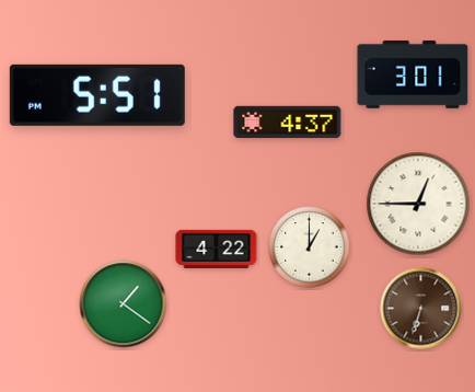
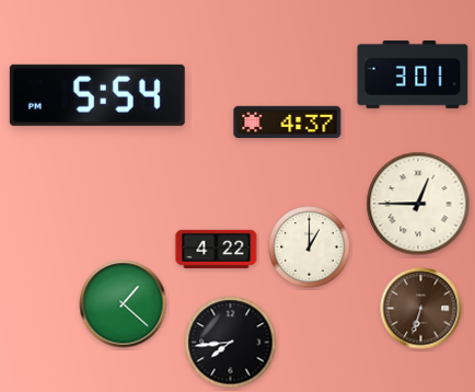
clock at (97, 95): 5:51 -> 5:54
clock at (124, 304): 1:21 -> 1:22
clock at (231, 343): none -> 7:44
